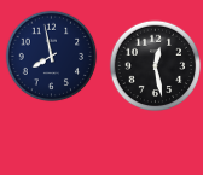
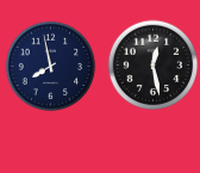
clock at (52, 57) position: (52, 57) -> (51, 67)
